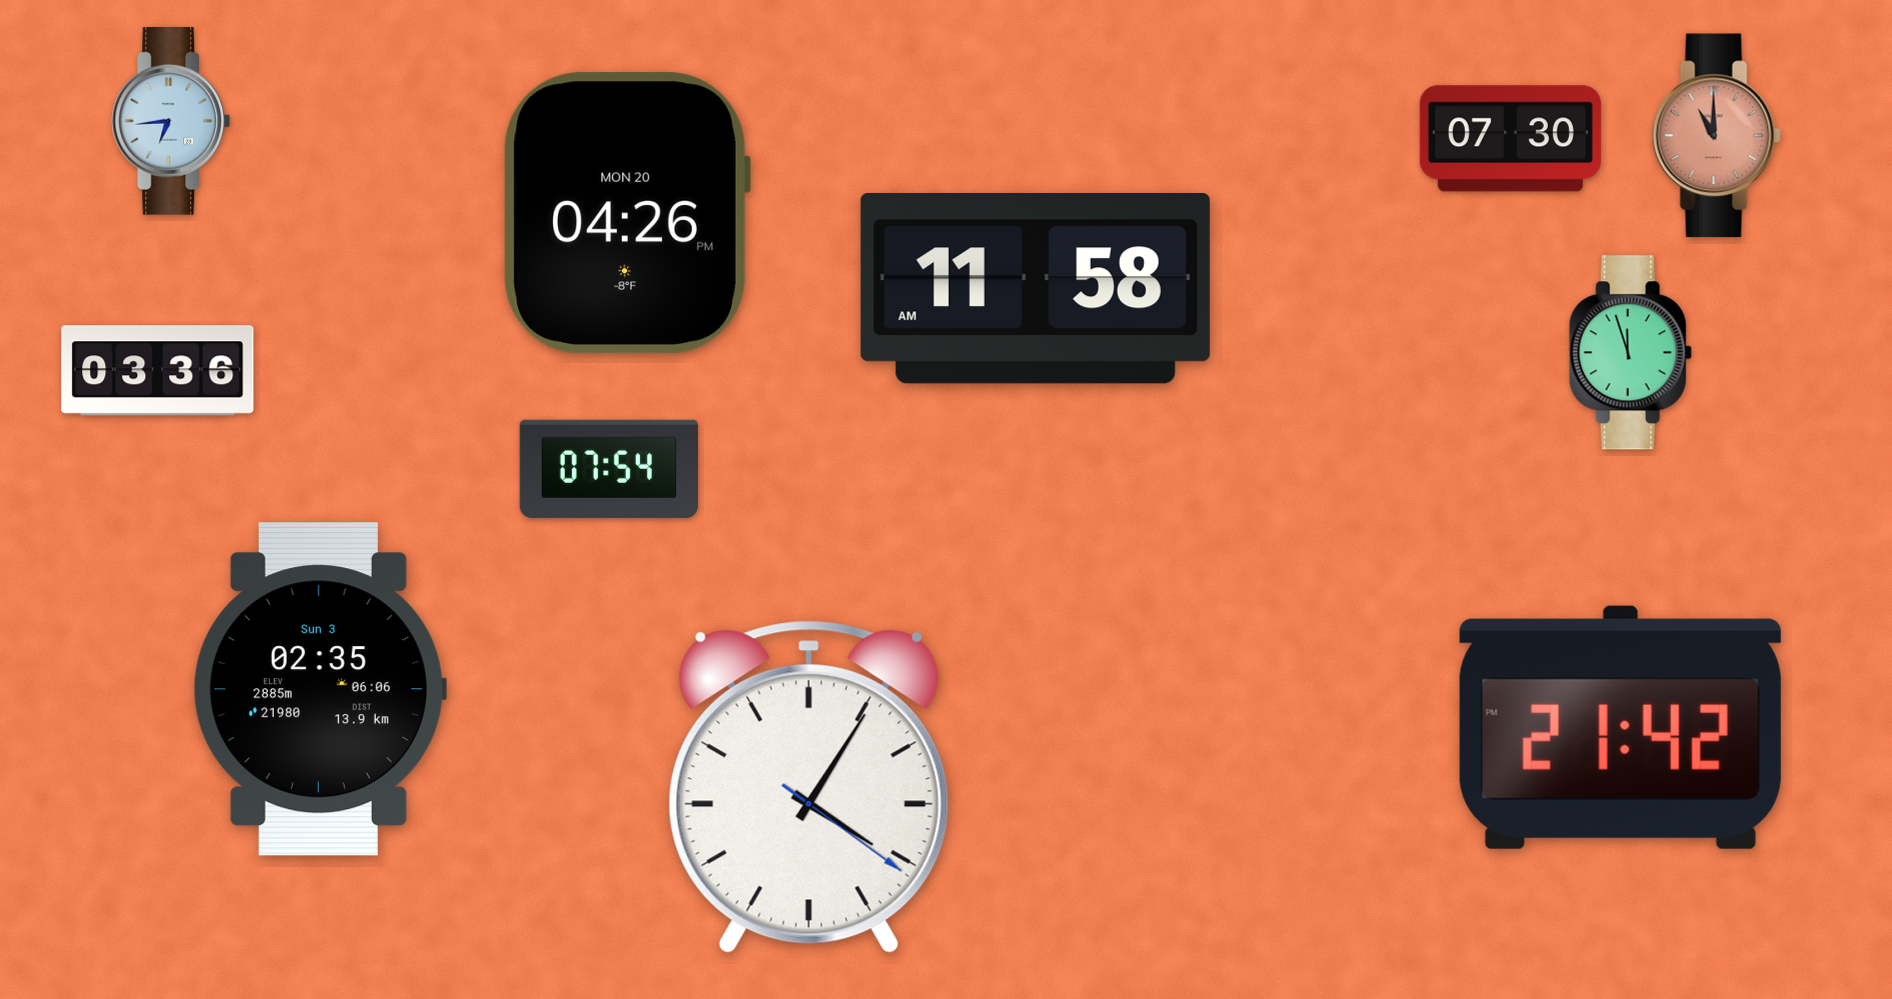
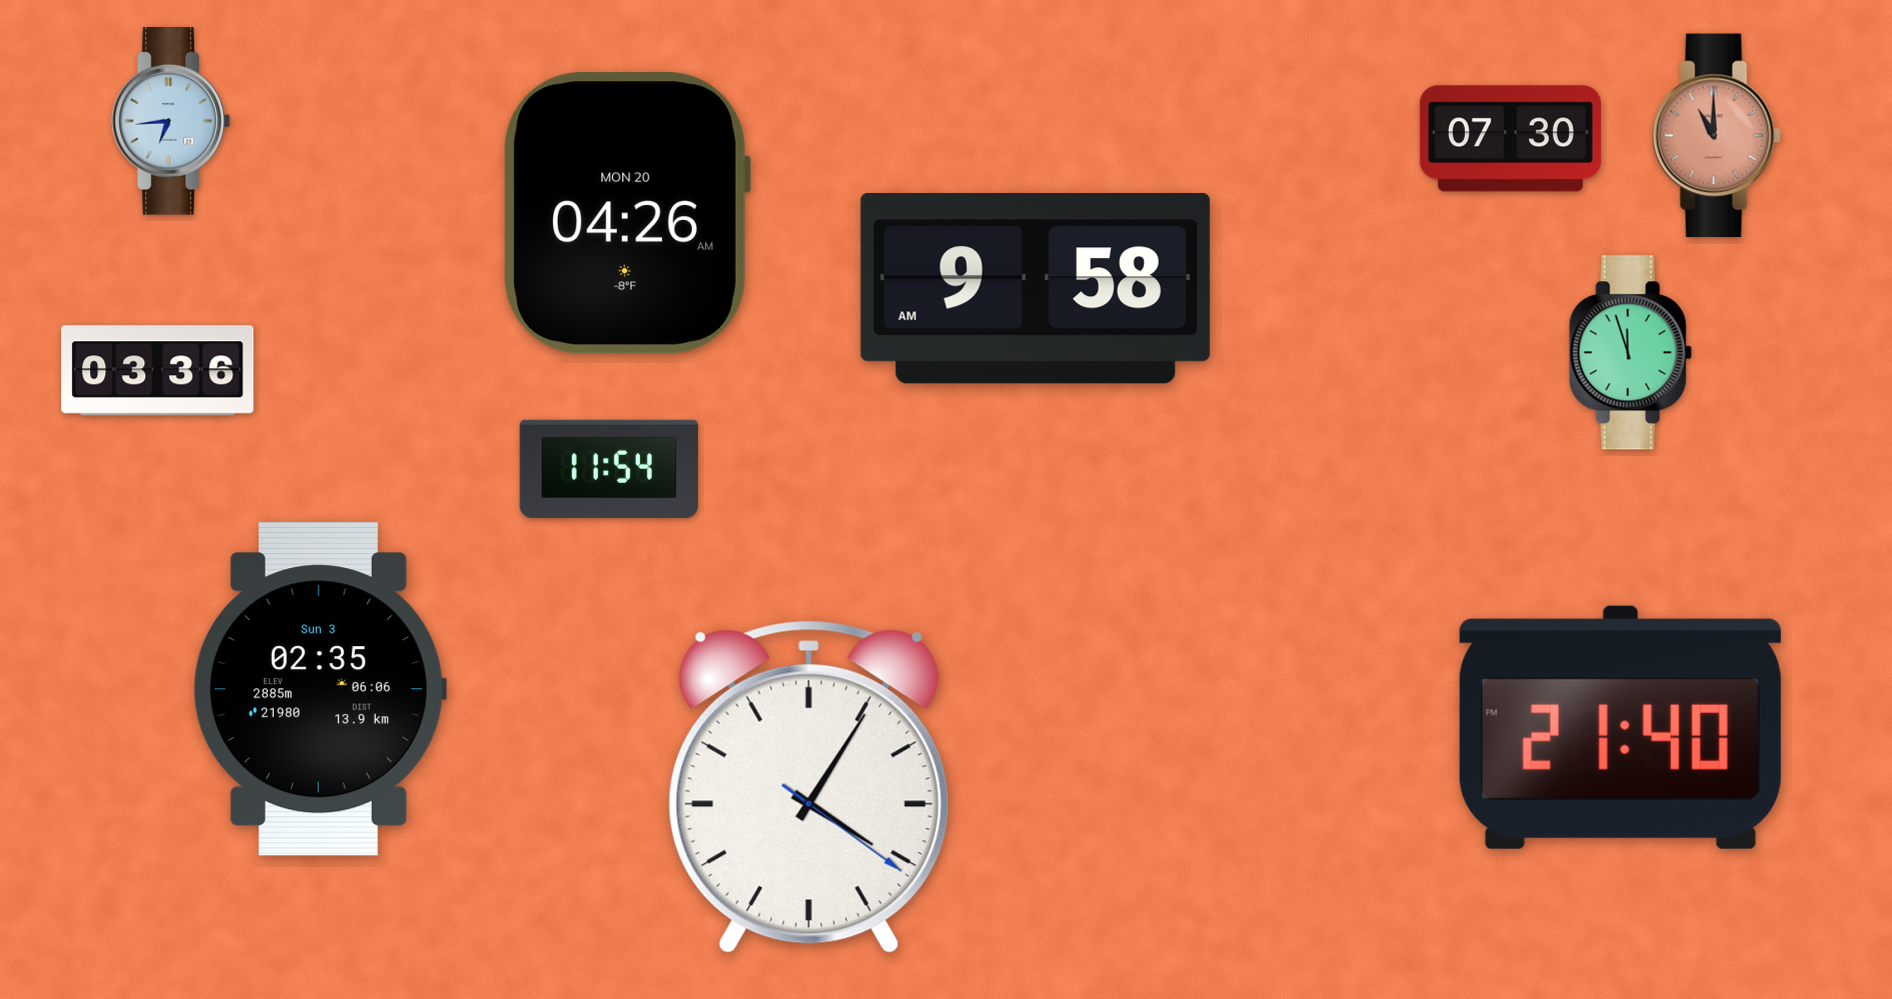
clock at (627, 213): 04:26 PM -> 04:26 AM
clock at (1035, 288): 11:58 -> 9:58
clock at (608, 469): 07:54 -> 11:54
clock at (1620, 727): 21:42 -> 21:40
